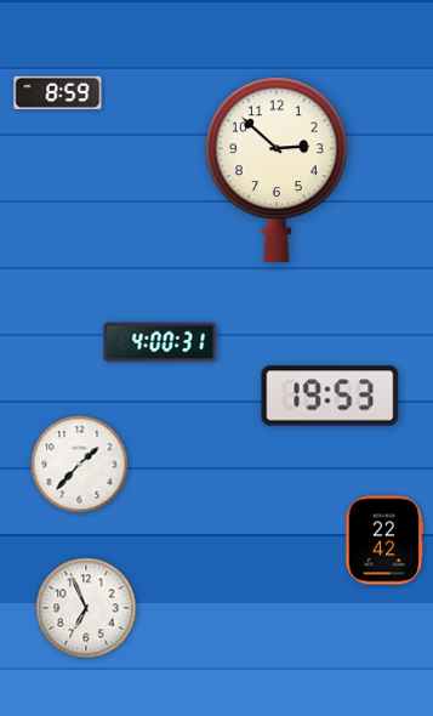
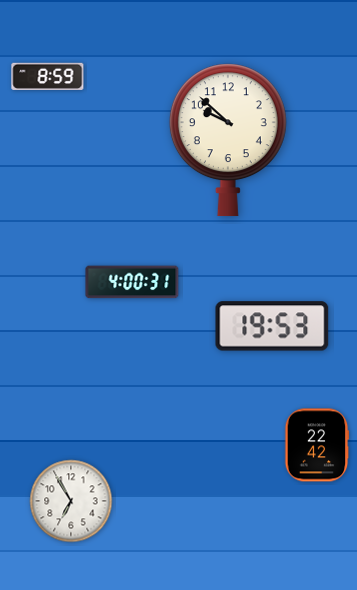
clock at (277, 170): 2:52 -> 9:52
clock at (80, 465): 1:37 -> none
clock at (86, 608): 6:56 -> 6:55
